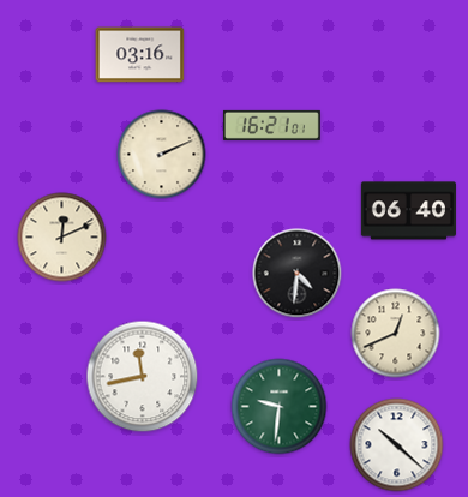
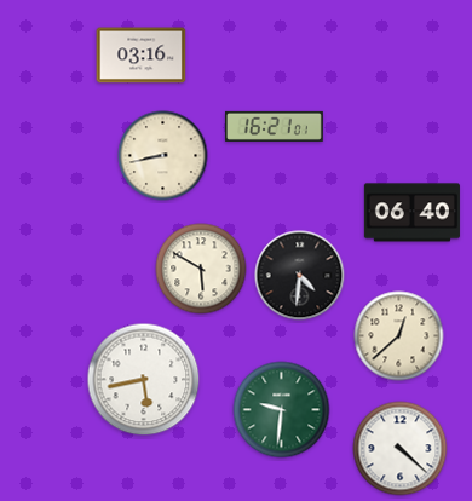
clock at (162, 155): 2:11 -> 8:43
clock at (62, 238): 12:11 -> none
clock at (201, 269): none -> 5:50
clock at (396, 334): 12:41 -> 12:38
clock at (143, 377): 11:43 -> 5:43
clock at (397, 445): 10:22 -> 4:22
